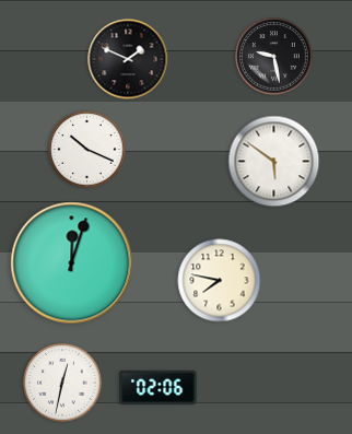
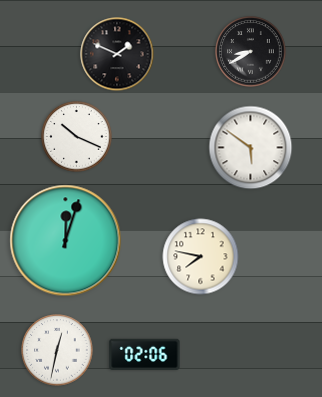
clock at (274, 57): 9:28 -> 8:40
clock at (87, 150) position: (87, 150) -> (77, 137)
